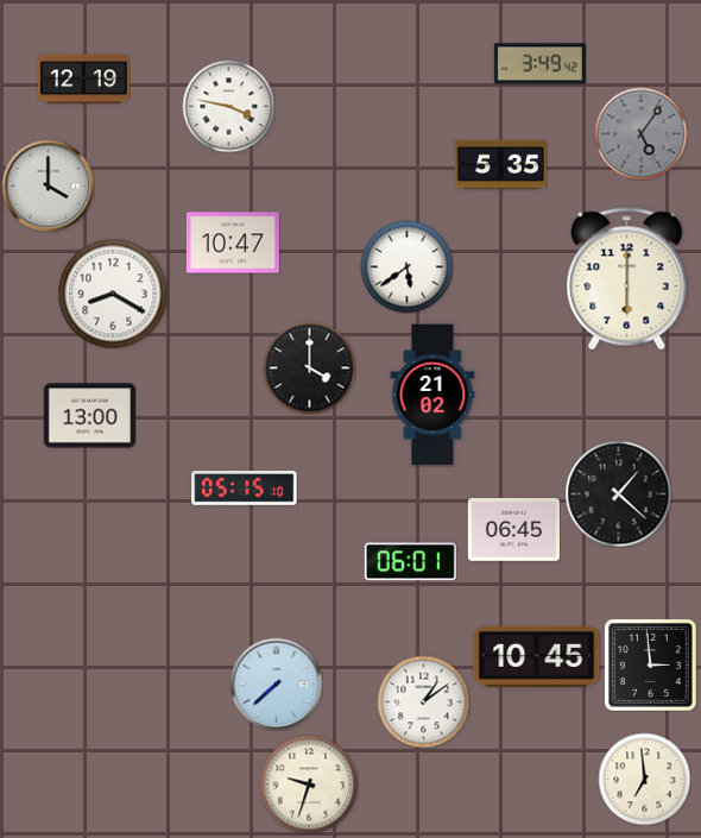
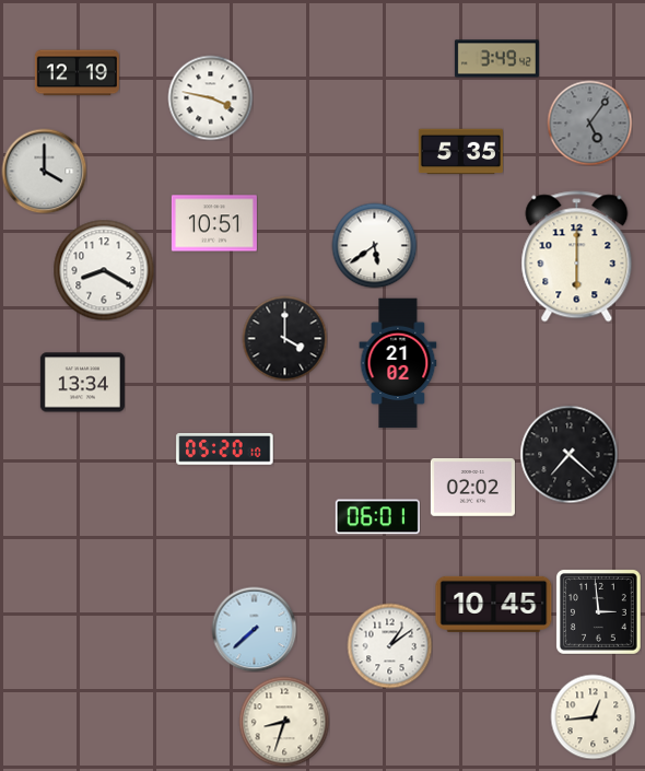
clock at (233, 242): 10:47 -> 10:51
clock at (89, 416): 13:00 -> 13:34
clock at (245, 489): 05:15 -> 05:20
clock at (618, 493): 1:22 -> 7:22
clock at (513, 530): 06:45 -> 02:02
clock at (644, 779): 6:59 -> 12:44
clock at (309, 785): 9:33 -> 8:33
